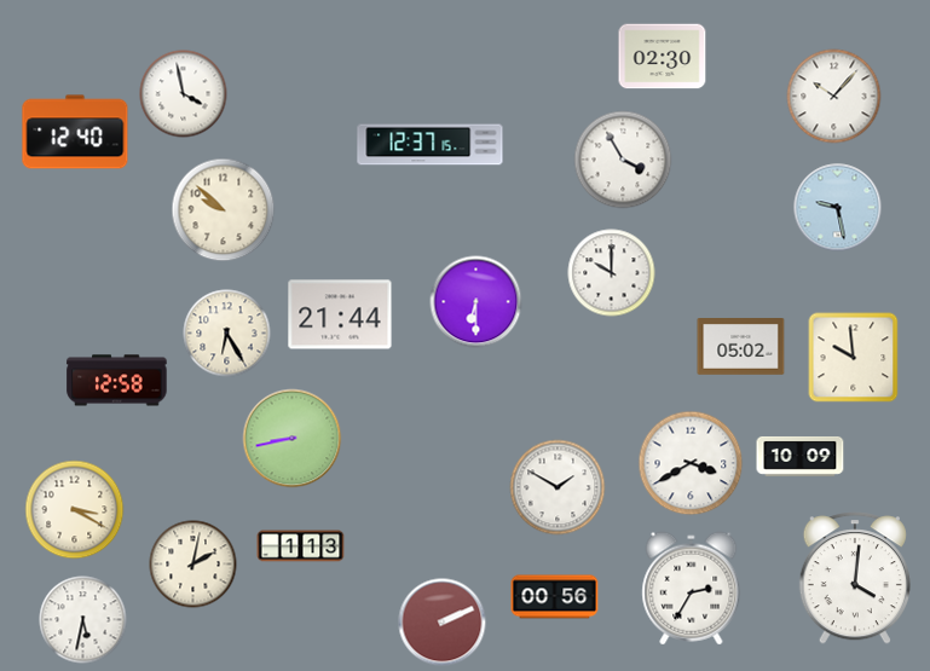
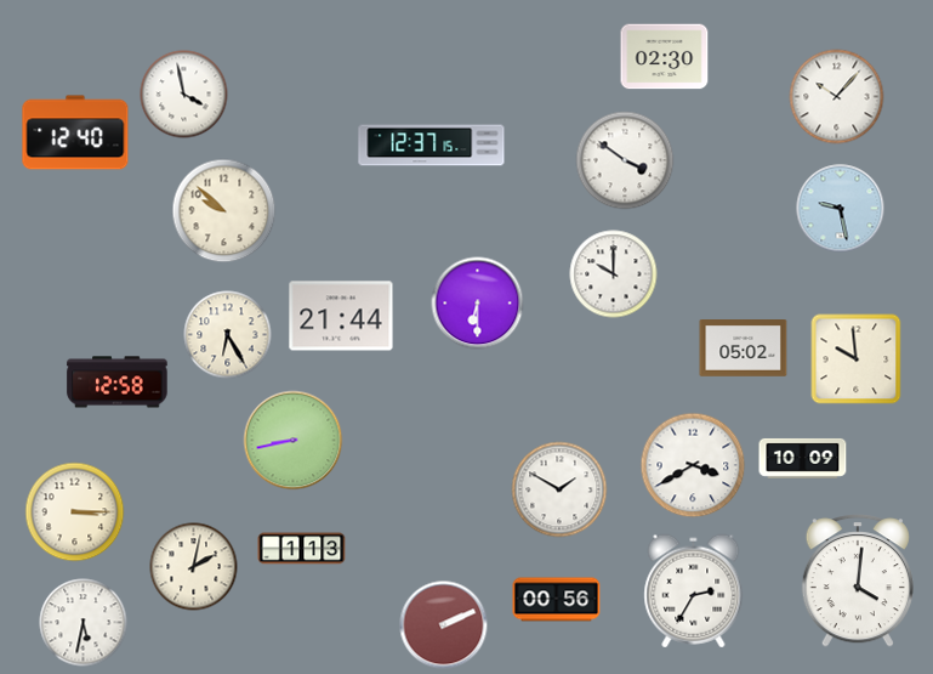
clock at (623, 160): 3:55 -> 3:51
clock at (75, 510): 3:20 -> 3:15
